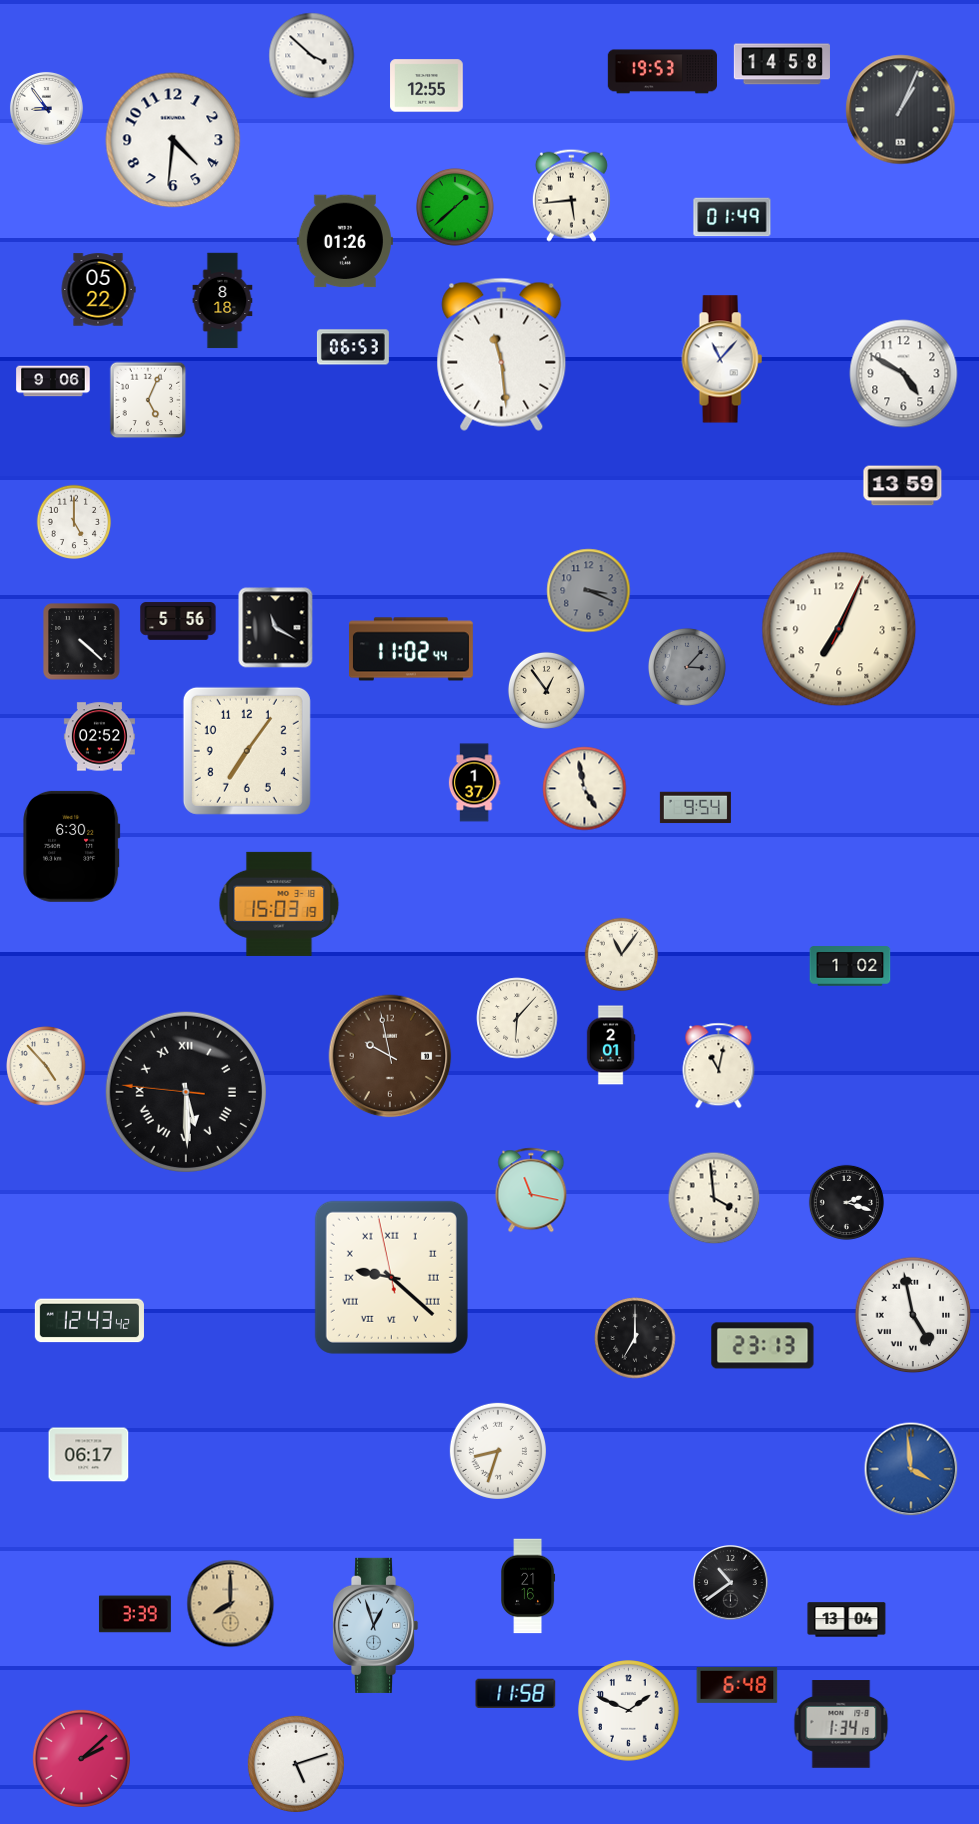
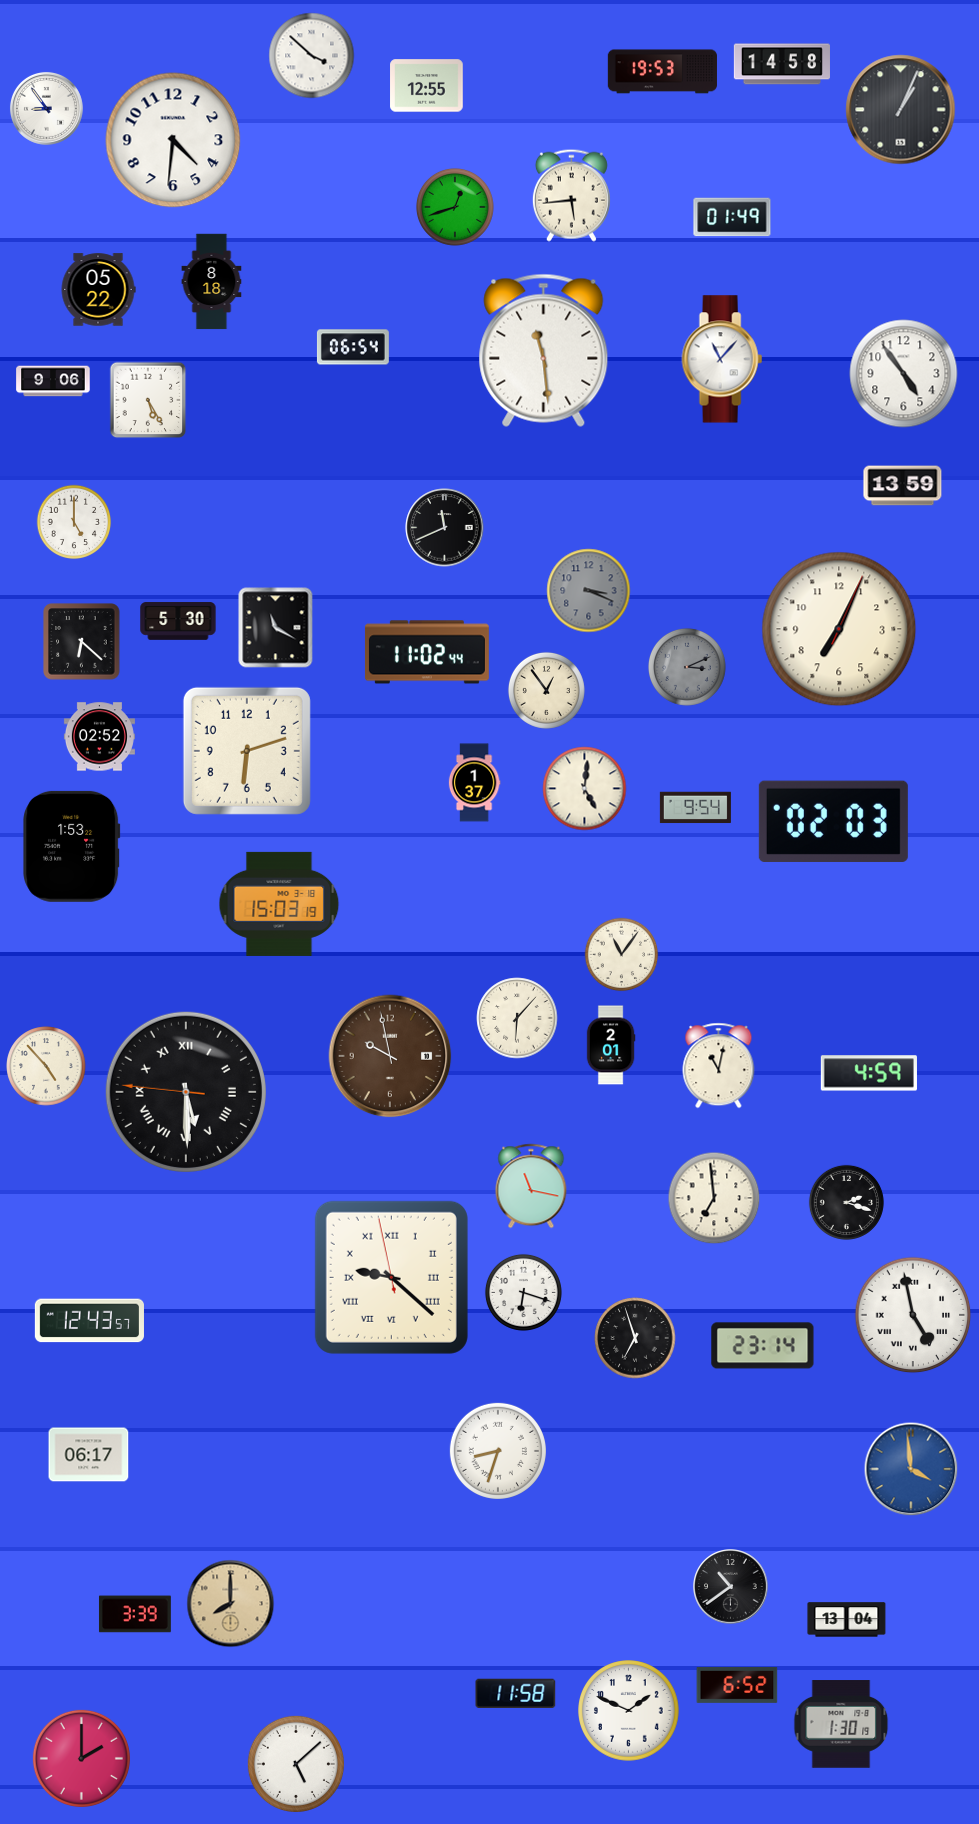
clock at (455, 207): 1:38 -> 12:42
clock at (345, 241): 01:26 -> none
clock at (223, 301) position: (223, 301) -> (212, 282)
clock at (353, 347): 06:53 -> 06:54
clock at (502, 354) position: (502, 354) -> (544, 350)
clock at (904, 374): 4:50 -> 4:54
clock at (148, 400): 5:04 -> 5:25
clock at (445, 528): none -> 11:41
clock at (178, 621): 5:56 -> 5:30
clock at (82, 642): 4:22 -> 6:22
clock at (411, 649) position: (411, 649) -> (427, 652)
clock at (687, 667): 3:07 -> 3:11
clock at (247, 751): 7:06 -> 6:12
clock at (585, 789): 4:58 -> 5:01
clock at (833, 821): none -> 02:03
clock at (72, 846): 6:30 -> 1:53
clock at (850, 966): 1:02 -> none
clock at (869, 1073): none -> 4:59
clock at (531, 1190) position: (531, 1190) -> (531, 1186)
clock at (714, 1198): 3:59 -> 6:59
clock at (523, 1292): none -> 6:18
clock at (89, 1321): 12:43:42 -> 12:43:57
clock at (635, 1338): 7:00 -> 6:57
clock at (763, 1346): 23:13 -> 23:14
clock at (731, 1583) position: (731, 1583) -> (731, 1587)
clock at (528, 1586): 21:16 -> none
clock at (375, 1625): 12:57 -> none
clock at (737, 1685): 6:48 -> 6:52
clock at (841, 1724): 1:34 -> 1:30
clock at (81, 1758): 2:08 -> 2:00
clock at (296, 1764): 5:12 -> 5:08
